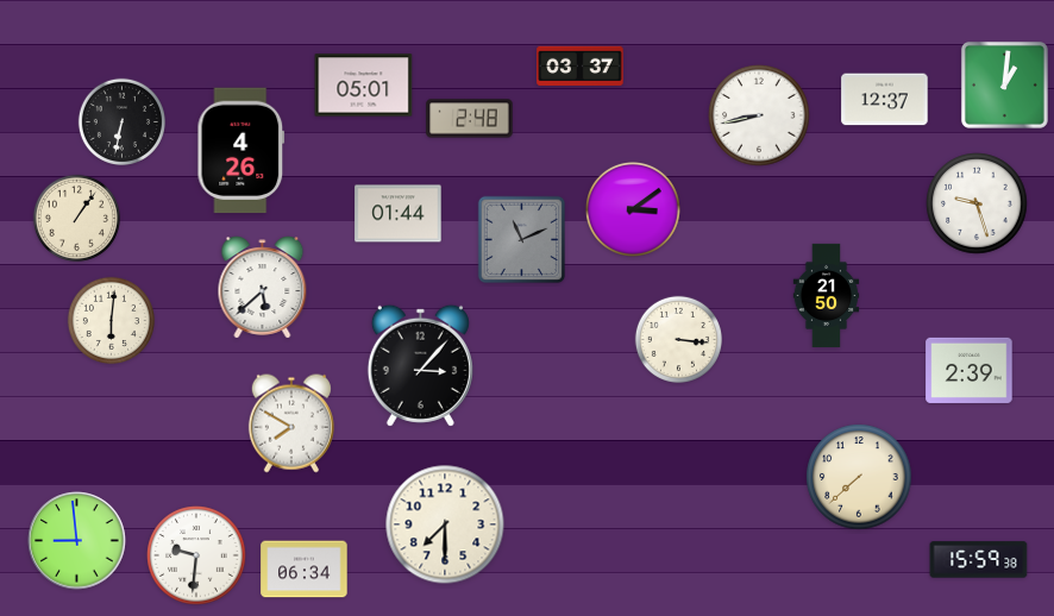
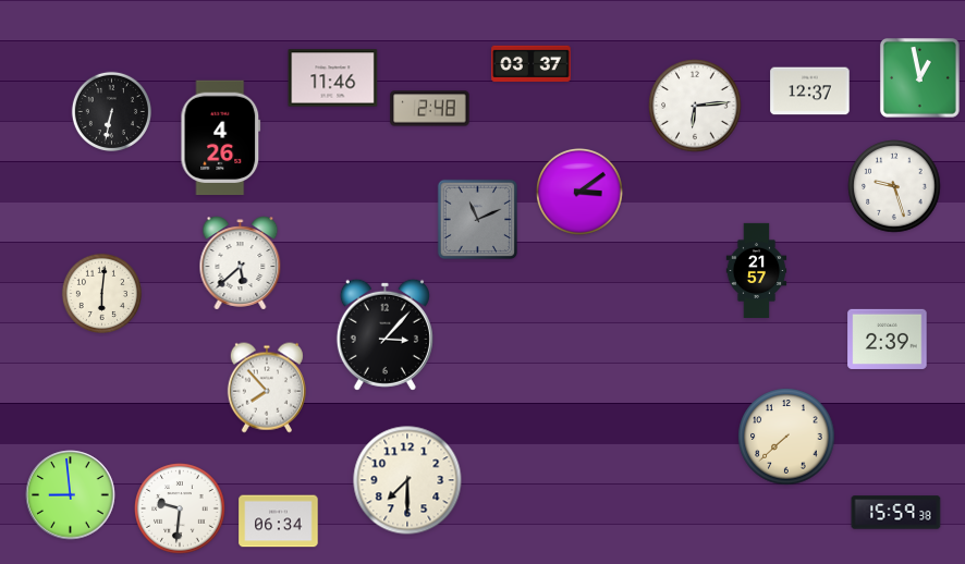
clock at (581, 67) position: (581, 67) -> (532, 64)
clock at (1004, 84): 1:01 -> 12:58
clock at (364, 86): 05:01 -> 11:46
clock at (759, 115): 8:43 -> 6:14
clock at (399, 214): 01:44 -> none
clock at (76, 218): 1:06 -> none
clock at (827, 295): 21:50 -> 21:57
clock at (678, 339): 3:16 -> none
clock at (291, 423): 7:50 -> 7:53
